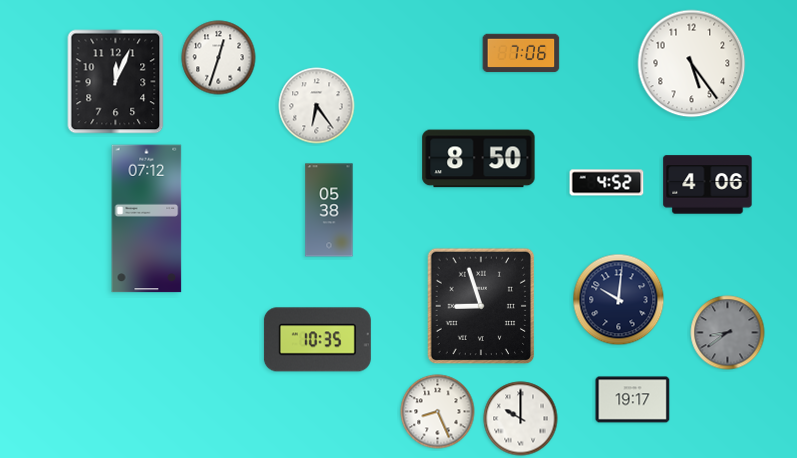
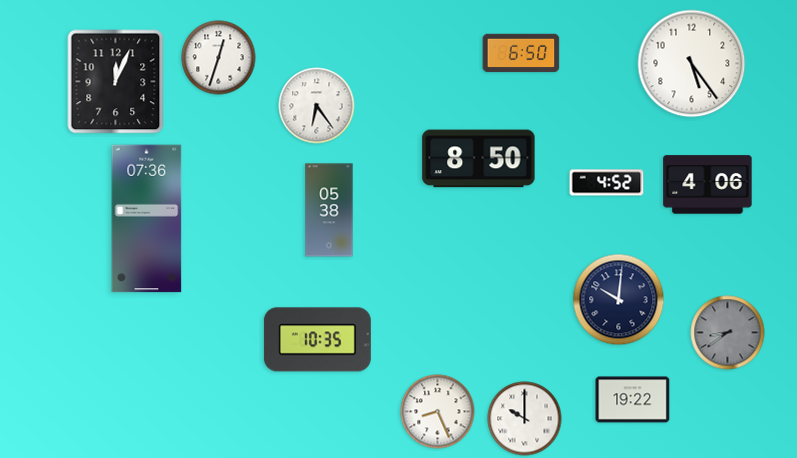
clock at (521, 53): 7:06 -> 6:50
clock at (147, 219): 07:12 -> 07:36
clock at (481, 306): 8:57 -> none
clock at (633, 400): 19:17 -> 19:22
clock at (521, 419) position: (521, 419) -> (525, 419)
